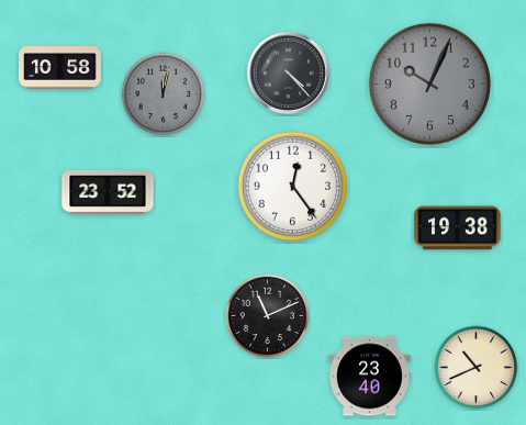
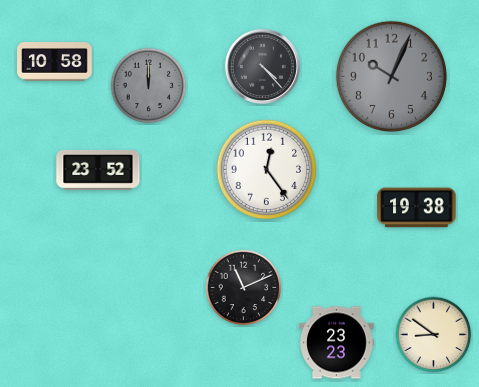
clock at (164, 94): 12:02 -> 12:00
clock at (108, 192) position: (108, 192) -> (98, 170)
clock at (477, 368): 10:41 -> 8:51
clock at (370, 377): 23:40 -> 23:23
